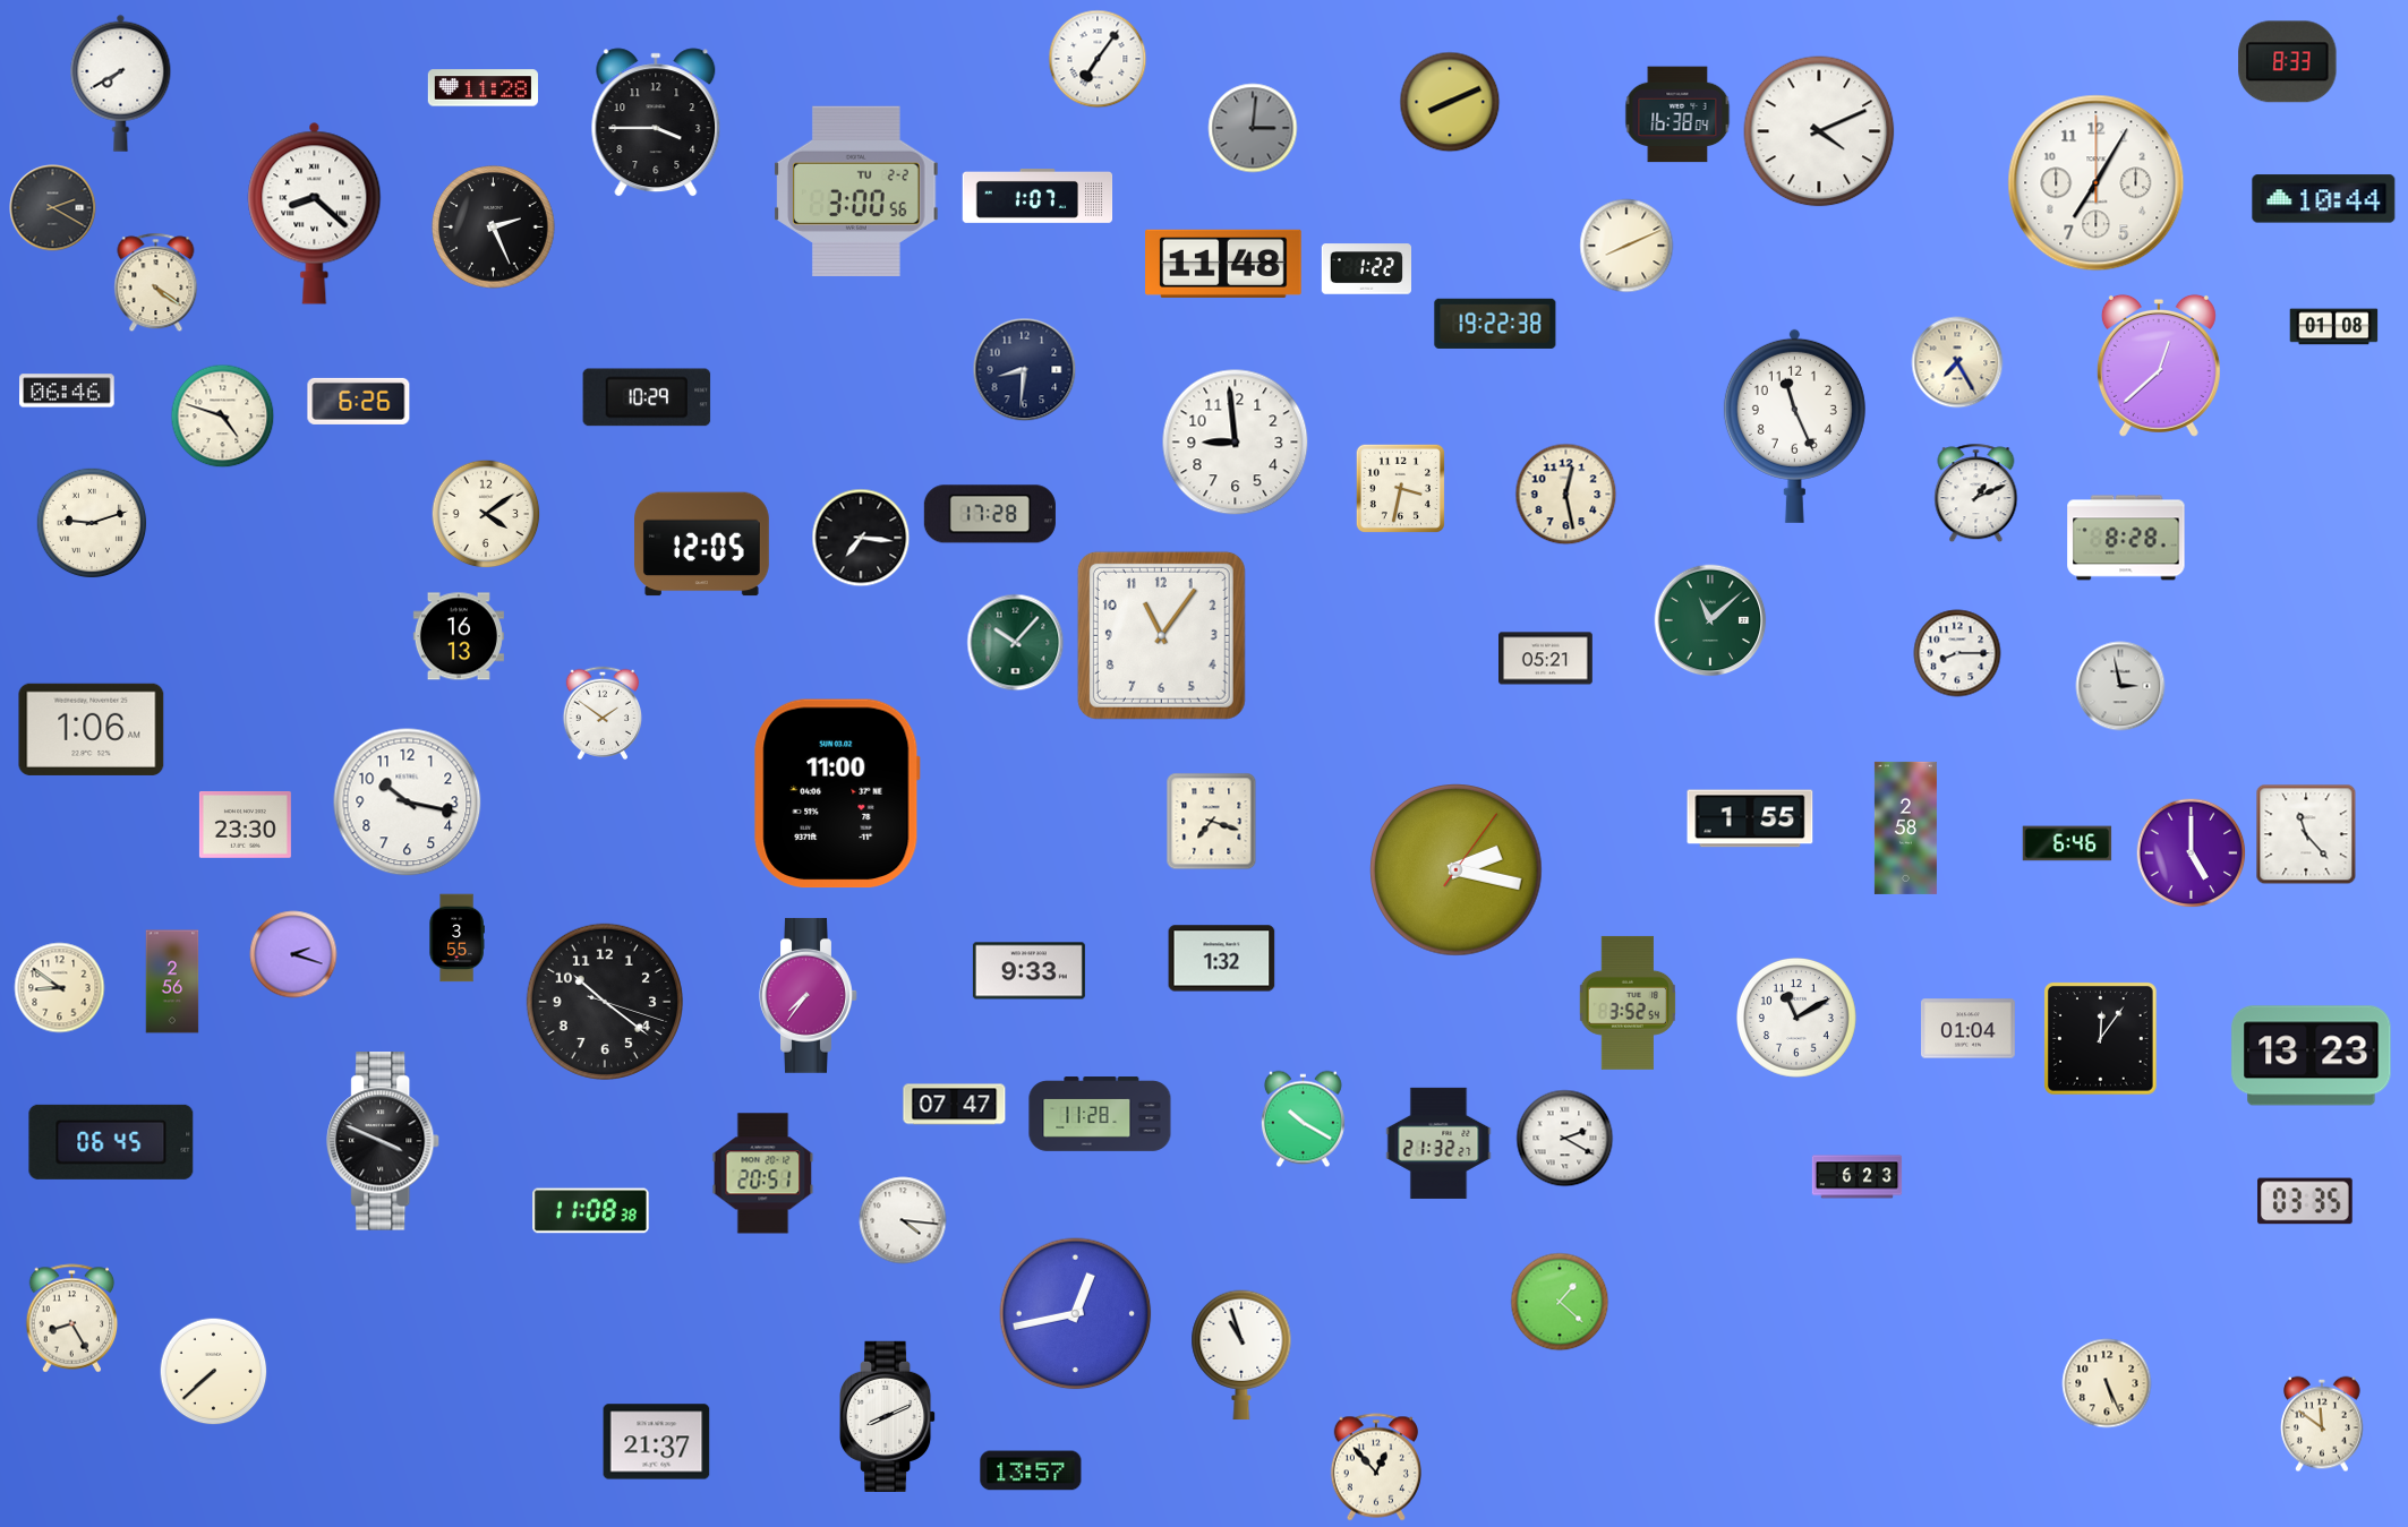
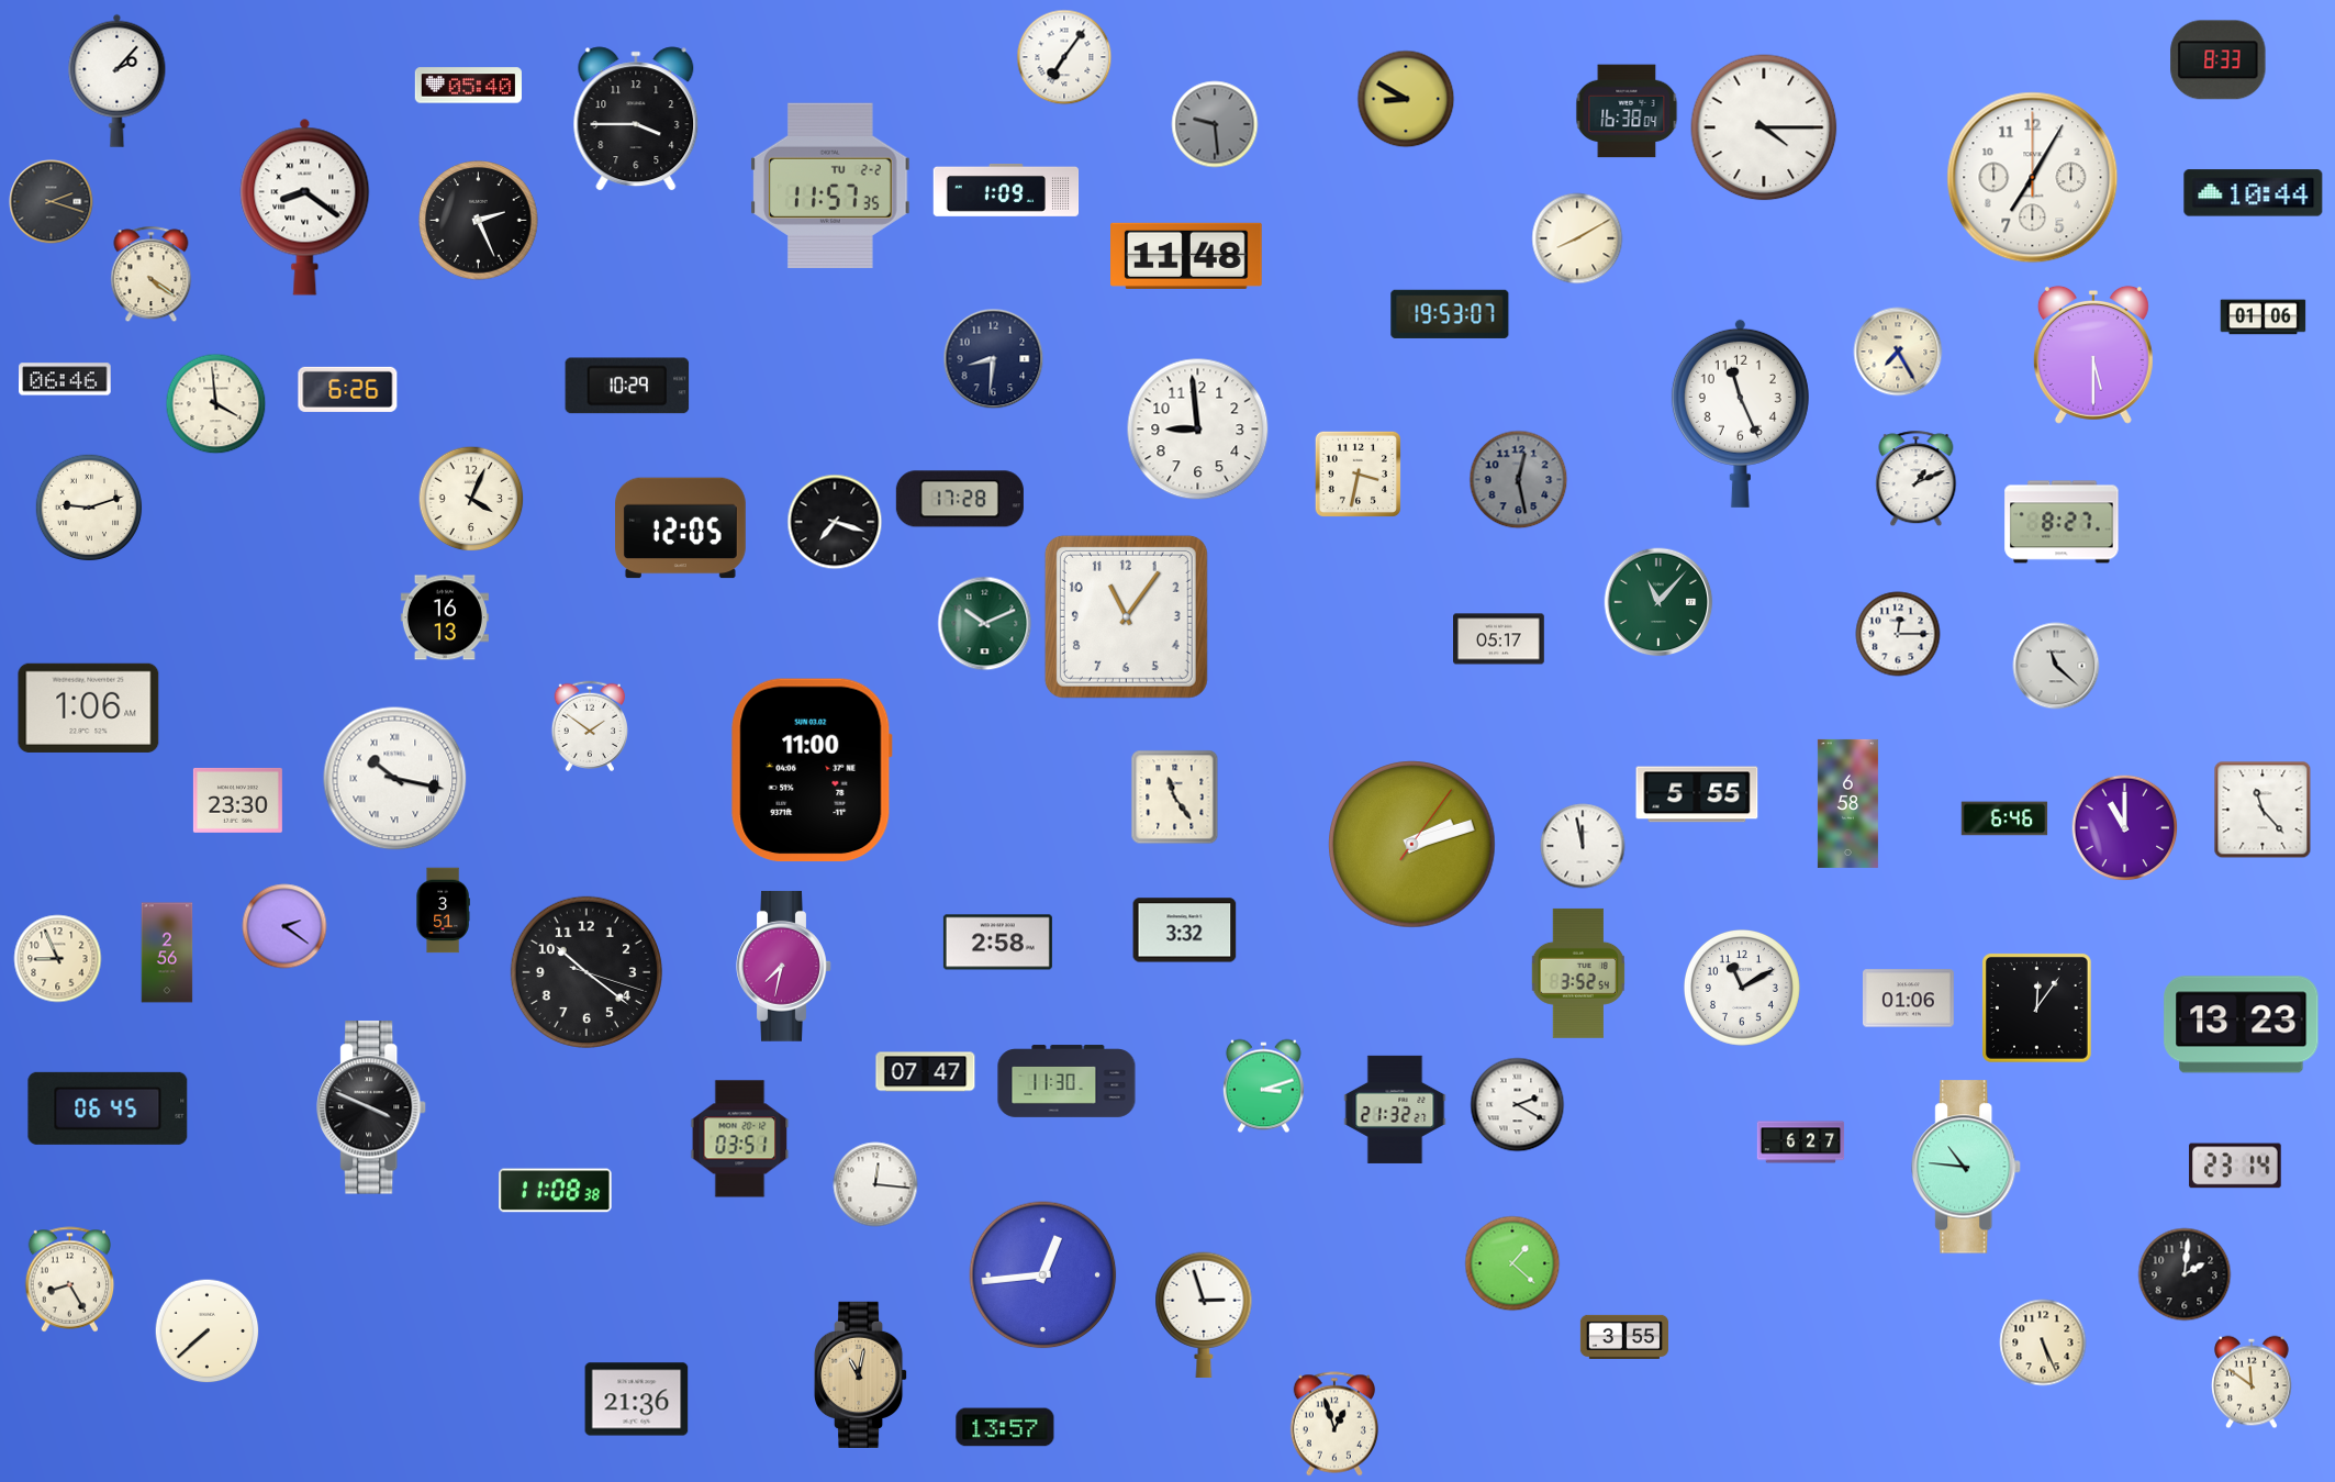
clock at (121, 83): 7:40 -> 2:07
clock at (483, 88): 11:28 -> 05:40
clock at (1450, 102): 8:11 -> 8:50
clock at (1253, 128): 3:01 -> 9:29
clock at (1819, 131): 4:11 -> 4:15
clock at (857, 191): 3:00 -> 11:57
clock at (1038, 196): 1:07 -> 1:09
clock at (53, 208): 2:20 -> 2:18
clock at (315, 213): 8:22 -> 8:21
clock at (1626, 246): 8:11 -> 8:10
clock at (1366, 269): 1:22 -> none
clock at (1495, 324): 19:22 -> 19:53
clock at (2334, 327): 01:08 -> 01:06
clock at (2159, 366): 12:38 -> 5:30
clock at (223, 417): 4:48 -> 3:59
clock at (1566, 495) dial: cream -> grey
clock at (486, 514): 4:09 -> 4:04
clock at (861, 538): 7:16 -> 7:18
clock at (2126, 538): 8:28 -> 8:27
clock at (1710, 620): 11:08 -> 11:07
clock at (1016, 643): 10:07 -> 10:11
clock at (1957, 653): 8:15 -> 12:15
clock at (1546, 659): 05:21 -> 05:17
clock at (2120, 686): 2:58 -> 11:22
clock at (601, 712) position: (601, 712) -> (589, 725)
clock at (408, 803) numerals: Arabic -> Roman
clock at (1750, 818): 1:55 -> 5:55
clock at (1212, 822): 7:18 -> 11:24
clock at (1905, 827): 2:58 -> 6:58
clock at (2306, 834) position: (2306, 834) -> (2263, 810)
clock at (2192, 853): 5:00 -> 11:00
clock at (1457, 870): 2:17 -> 2:12
clock at (1583, 846): none -> 11:58
clock at (456, 938): 3:55 -> 3:51
clock at (293, 954): 2:18 -> 2:21
clock at (1222, 959): 1:32 -> 3:32
clock at (1028, 971): 9:33 -> 2:58
clock at (60, 988): 8:51 -> 8:56
clock at (809, 995): 7:36 -> 7:32
clock at (1969, 1029): 01:04 -> 01:06
clock at (1100, 1114): 11:28 -> 11:30
clock at (1303, 1119): 10:20 -> 3:12
clock at (763, 1174): 20:51 -> 03:51
clock at (1858, 1177): 6:23 -> 6:27
clock at (2305, 1201): 03:35 -> 23:14
clock at (1967, 1167): none -> 10:46
clock at (591, 1211) position: (591, 1211) -> (556, 1191)
clock at (903, 1220): 4:16 -> 12:16
clock at (2185, 1274): none -> 2:01
clock at (1076, 1314): 12:43 -> 12:44
clock at (1241, 1355): 10:57 -> 2:57
clock at (1624, 1336): none -> 3:55
clock at (889, 1416): 8:11 -> 11:02
clock at (889, 1416) dial: white -> champagne
clock at (657, 1442): 21:37 -> 21:36
clock at (1375, 1467): 12:53 -> 12:57
clock at (1031, 1470) position: (1031, 1470) -> (1005, 1427)
